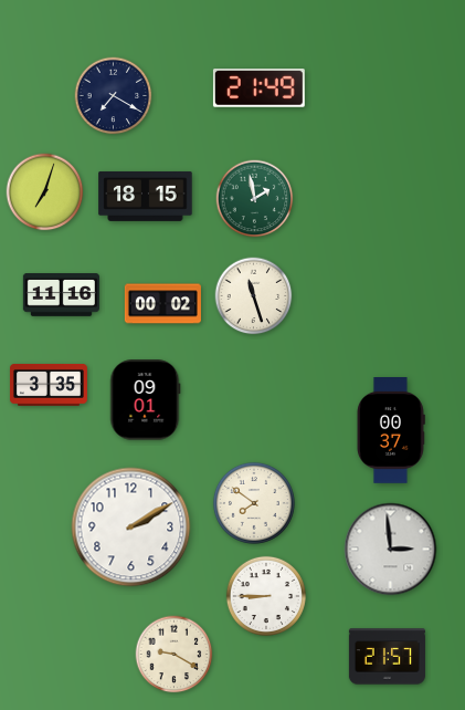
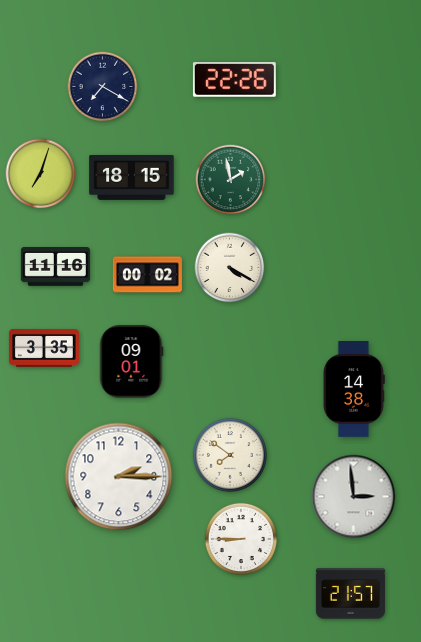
clock at (258, 88): 21:49 -> 22:26
clock at (254, 296): 11:27 -> 4:20
clock at (390, 431): 00:37 -> 14:38
clock at (131, 528): 2:10 -> 2:15
clock at (175, 655): 9:20 -> none
